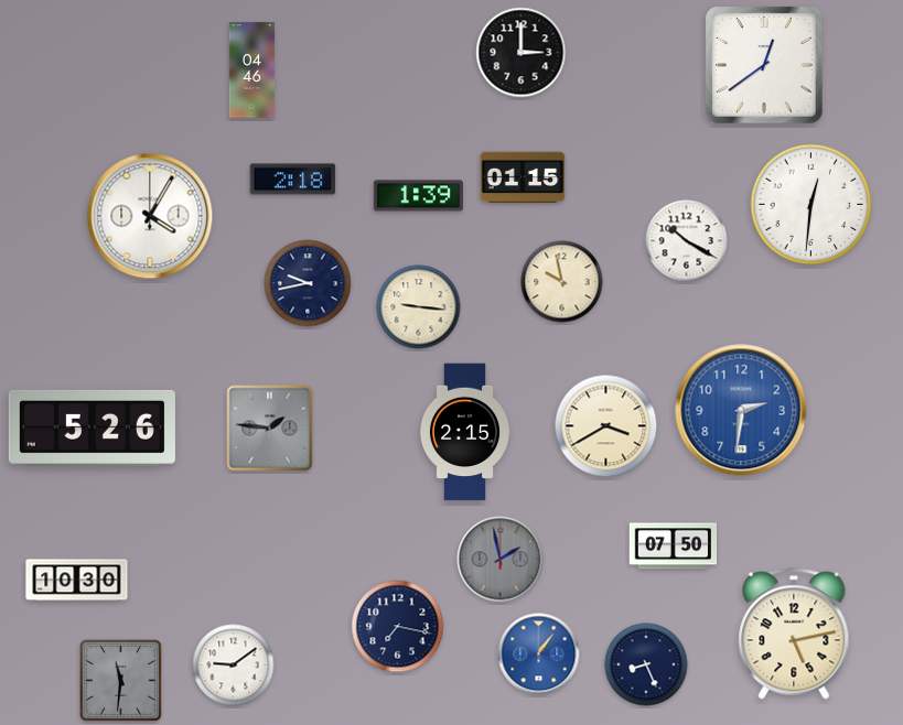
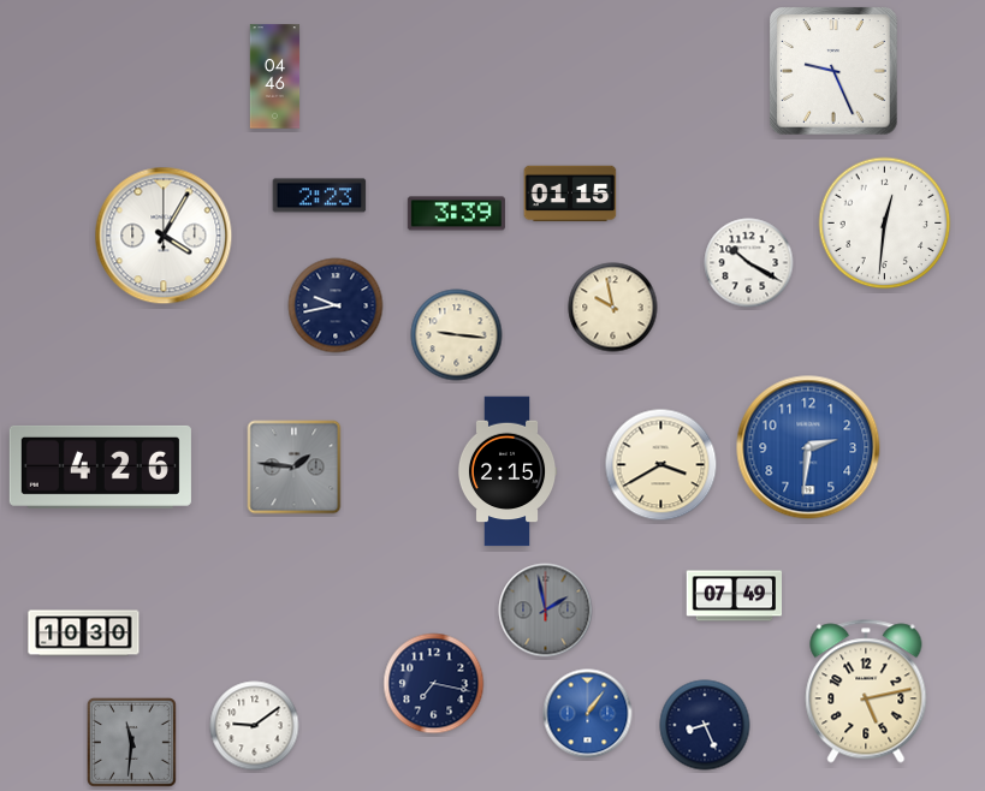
clock at (522, 53): 3:00 -> none
clock at (764, 65): 12:39 -> 9:26
clock at (293, 180): 2:18 -> 2:23
clock at (418, 196): 1:39 -> 3:39
clock at (308, 283) position: (308, 283) -> (336, 305)
clock at (92, 428): 5:26 -> 4:26
clock at (674, 547): 07:50 -> 07:49
